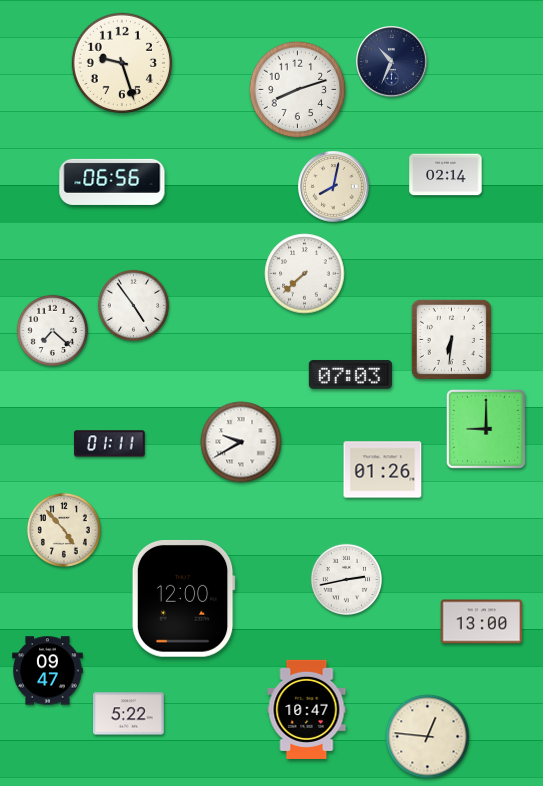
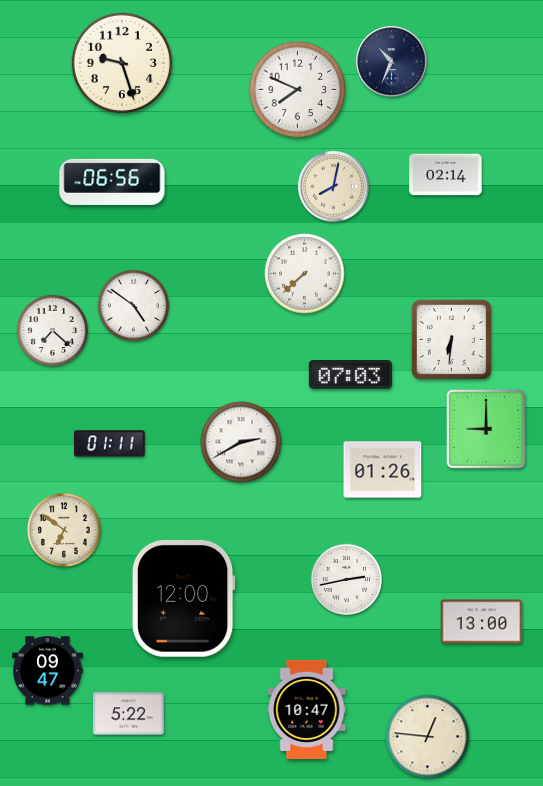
clock at (298, 90): 8:12 -> 7:49
clock at (133, 305): 4:54 -> 4:51
clock at (241, 442): 9:40 -> 2:40
clock at (64, 530): 4:53 -> 6:51
